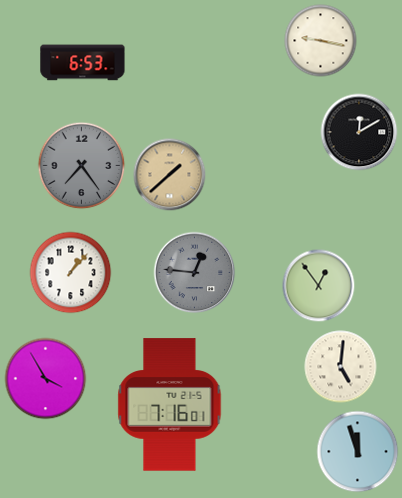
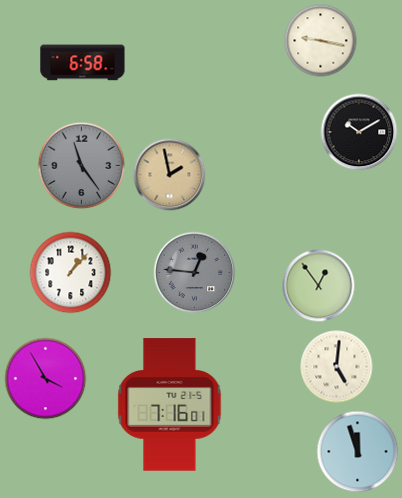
clock at (83, 63): 6:53 -> 6:58
clock at (359, 132): 12:10 -> 10:10
clock at (82, 166): 7:24 -> 11:24
clock at (170, 175): 1:38 -> 1:58
clock at (341, 367) position: (341, 367) -> (337, 367)
